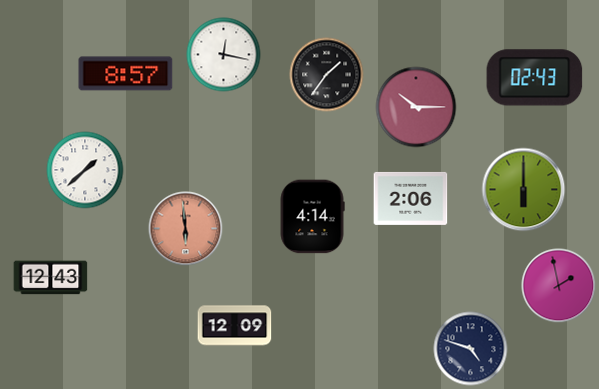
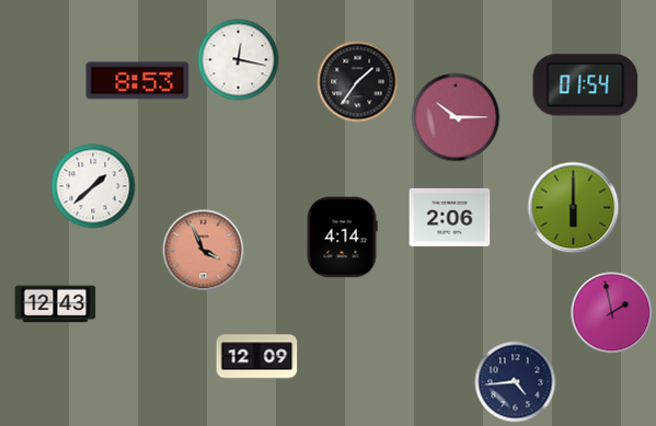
clock at (224, 55) position: (224, 55) -> (239, 60)
clock at (126, 74): 8:57 -> 8:53
clock at (535, 78): 02:43 -> 01:54
clock at (186, 229): 5:59 -> 3:56
clock at (471, 349): 4:48 -> 4:44
